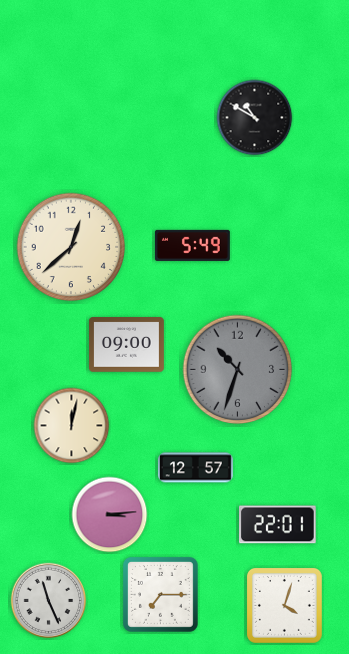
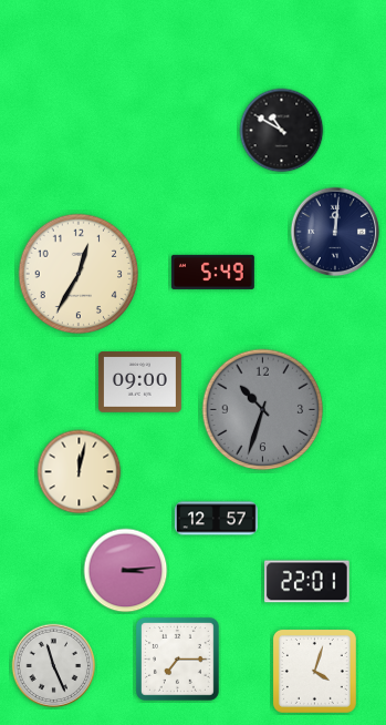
clock at (335, 232): none -> 12:01
clock at (71, 247): 12:38 -> 12:35
clock at (110, 515) position: (110, 515) -> (126, 571)
